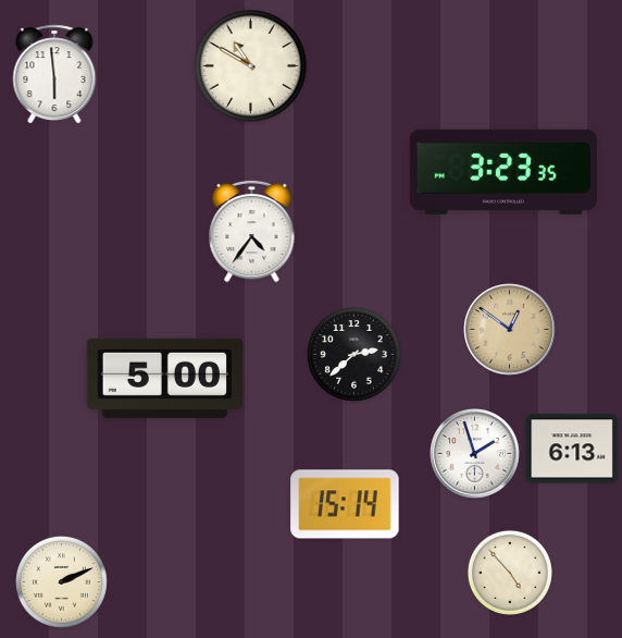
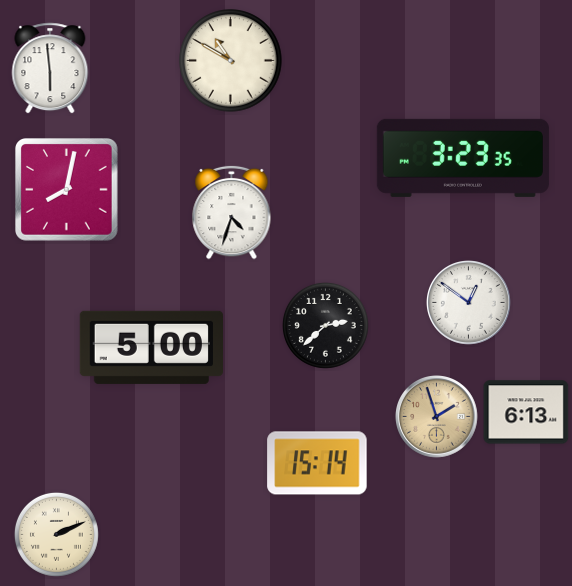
clock at (67, 190): none -> 8:02
clock at (252, 231): 4:36 -> 4:33
clock at (510, 330) dial: champagne -> white
clock at (475, 454) dial: white -> champagne
clock at (510, 573): 4:53 -> none
